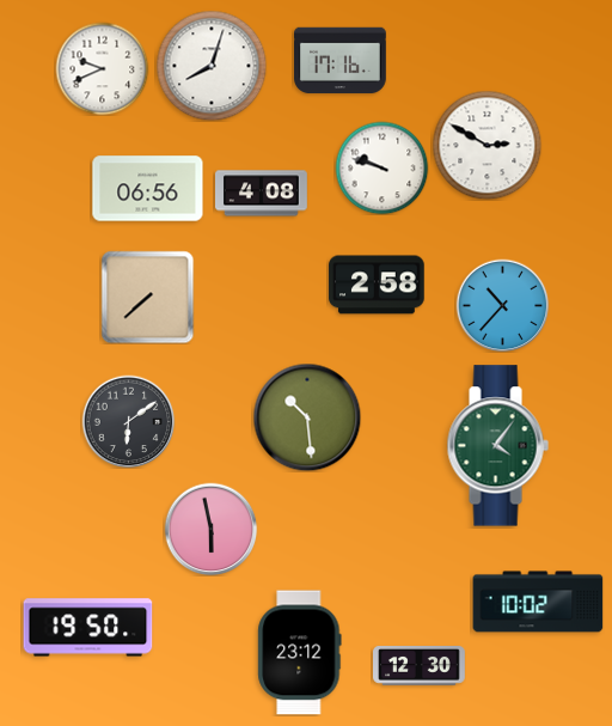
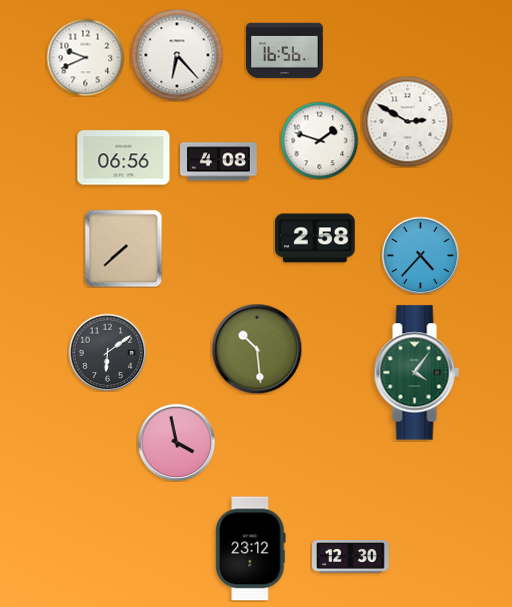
clock at (341, 61): 17:16 -> 16:56
clock at (212, 66): 8:03 -> 6:23
clock at (381, 167): 9:48 -> 1:48
clock at (502, 305): 10:37 -> 4:37
clock at (210, 529): 5:58 -> 3:58
clock at (538, 602): 10:02 -> none
clock at (88, 628): 19:50 -> none
clock at (300, 653) position: (300, 653) -> (251, 549)
